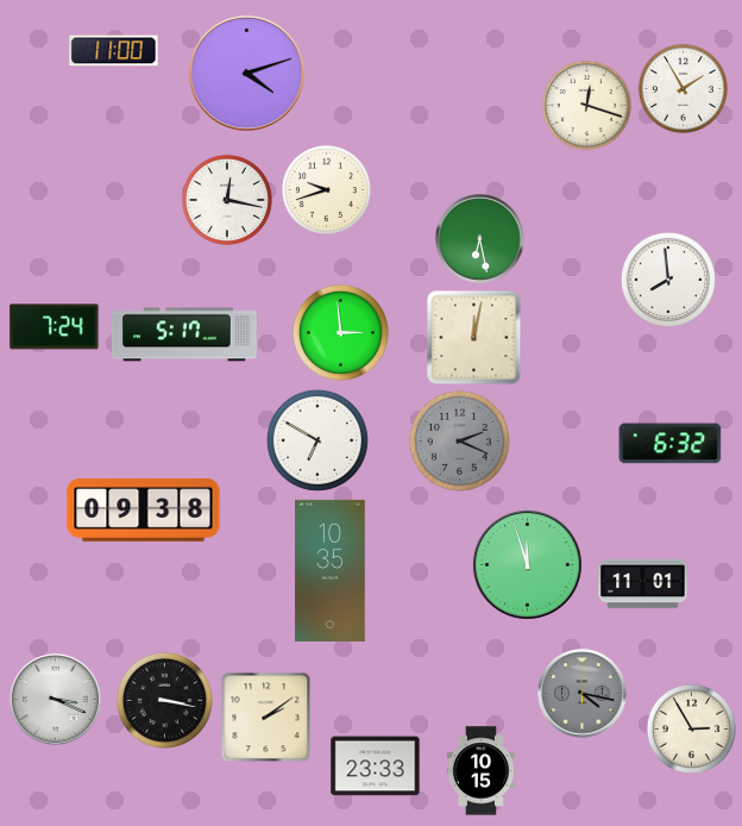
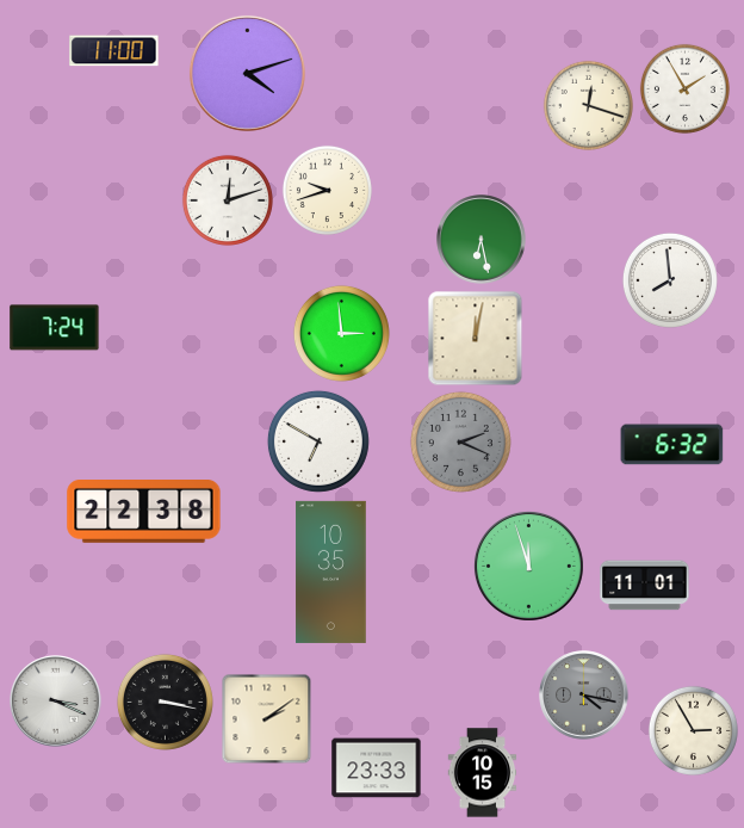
clock at (227, 200): 12:17 -> 12:12
clock at (184, 334): 5:17 -> none
clock at (144, 511): 09:38 -> 22:38
